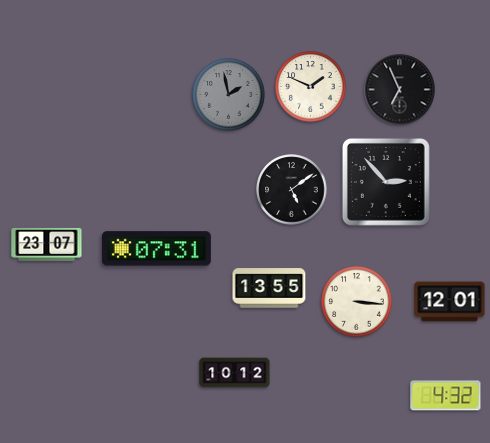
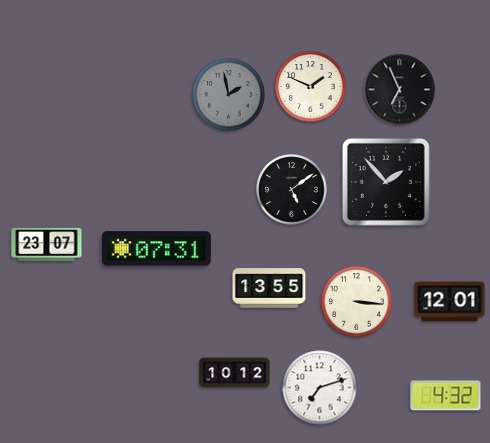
clock at (386, 182): 2:53 -> 1:53
clock at (320, 388): none -> 7:12
